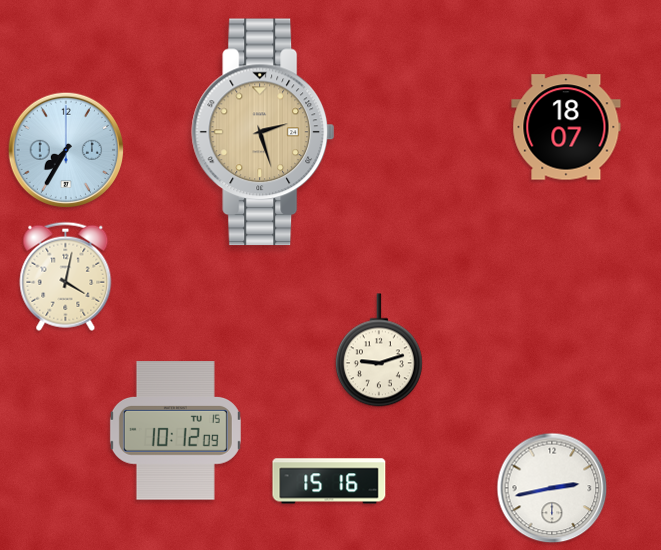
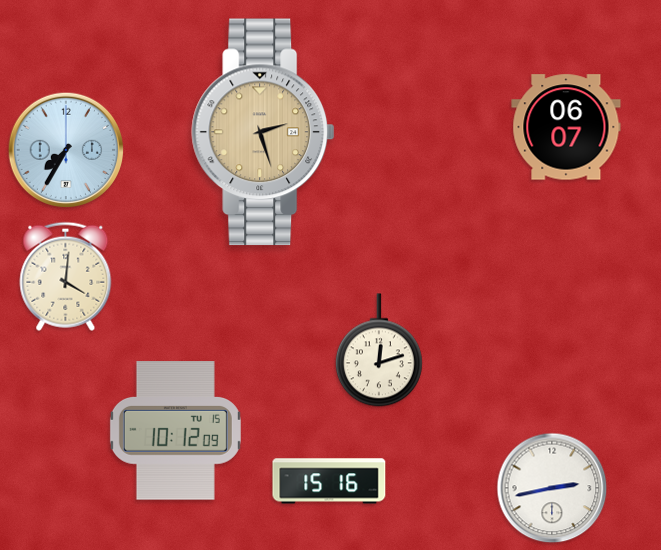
clock at (566, 127): 18:07 -> 06:07
clock at (66, 276): 4:02 -> 4:01
clock at (379, 350): 9:12 -> 12:12
